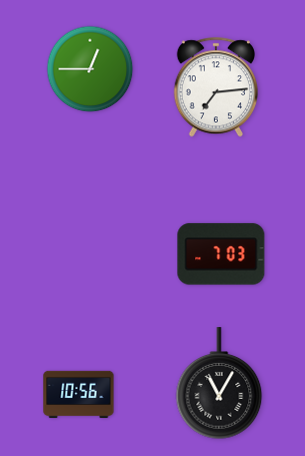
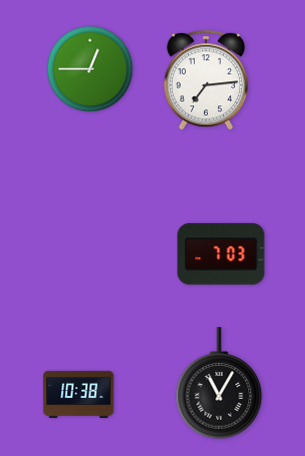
clock at (216, 87) position: (216, 87) -> (206, 80)
clock at (79, 394): 10:56 -> 10:38
